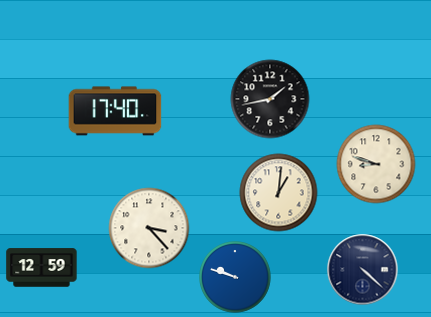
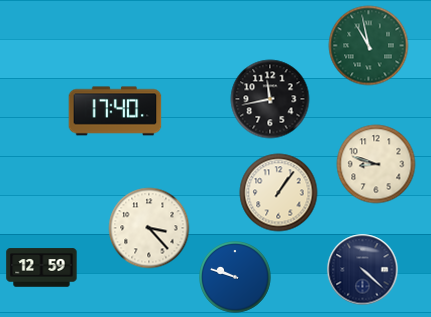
clock at (369, 46): none -> 10:58
clock at (270, 99): 1:43 -> 11:43
clock at (279, 193): 1:01 -> 1:06
